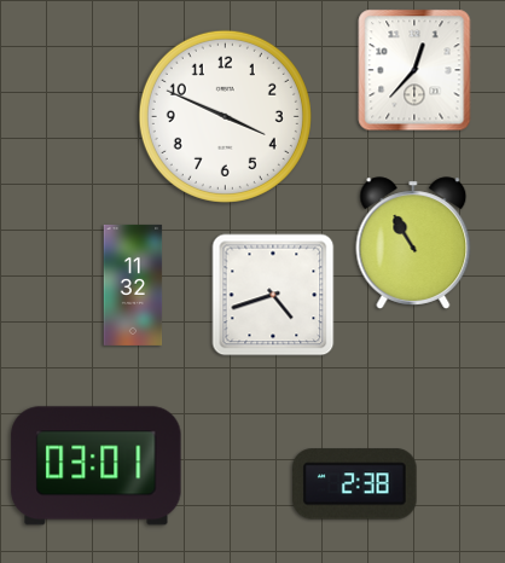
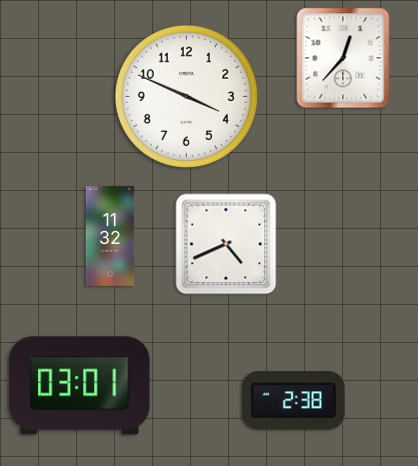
clock at (413, 243): 10:55 -> none
clock at (273, 295): 4:42 -> 4:41
